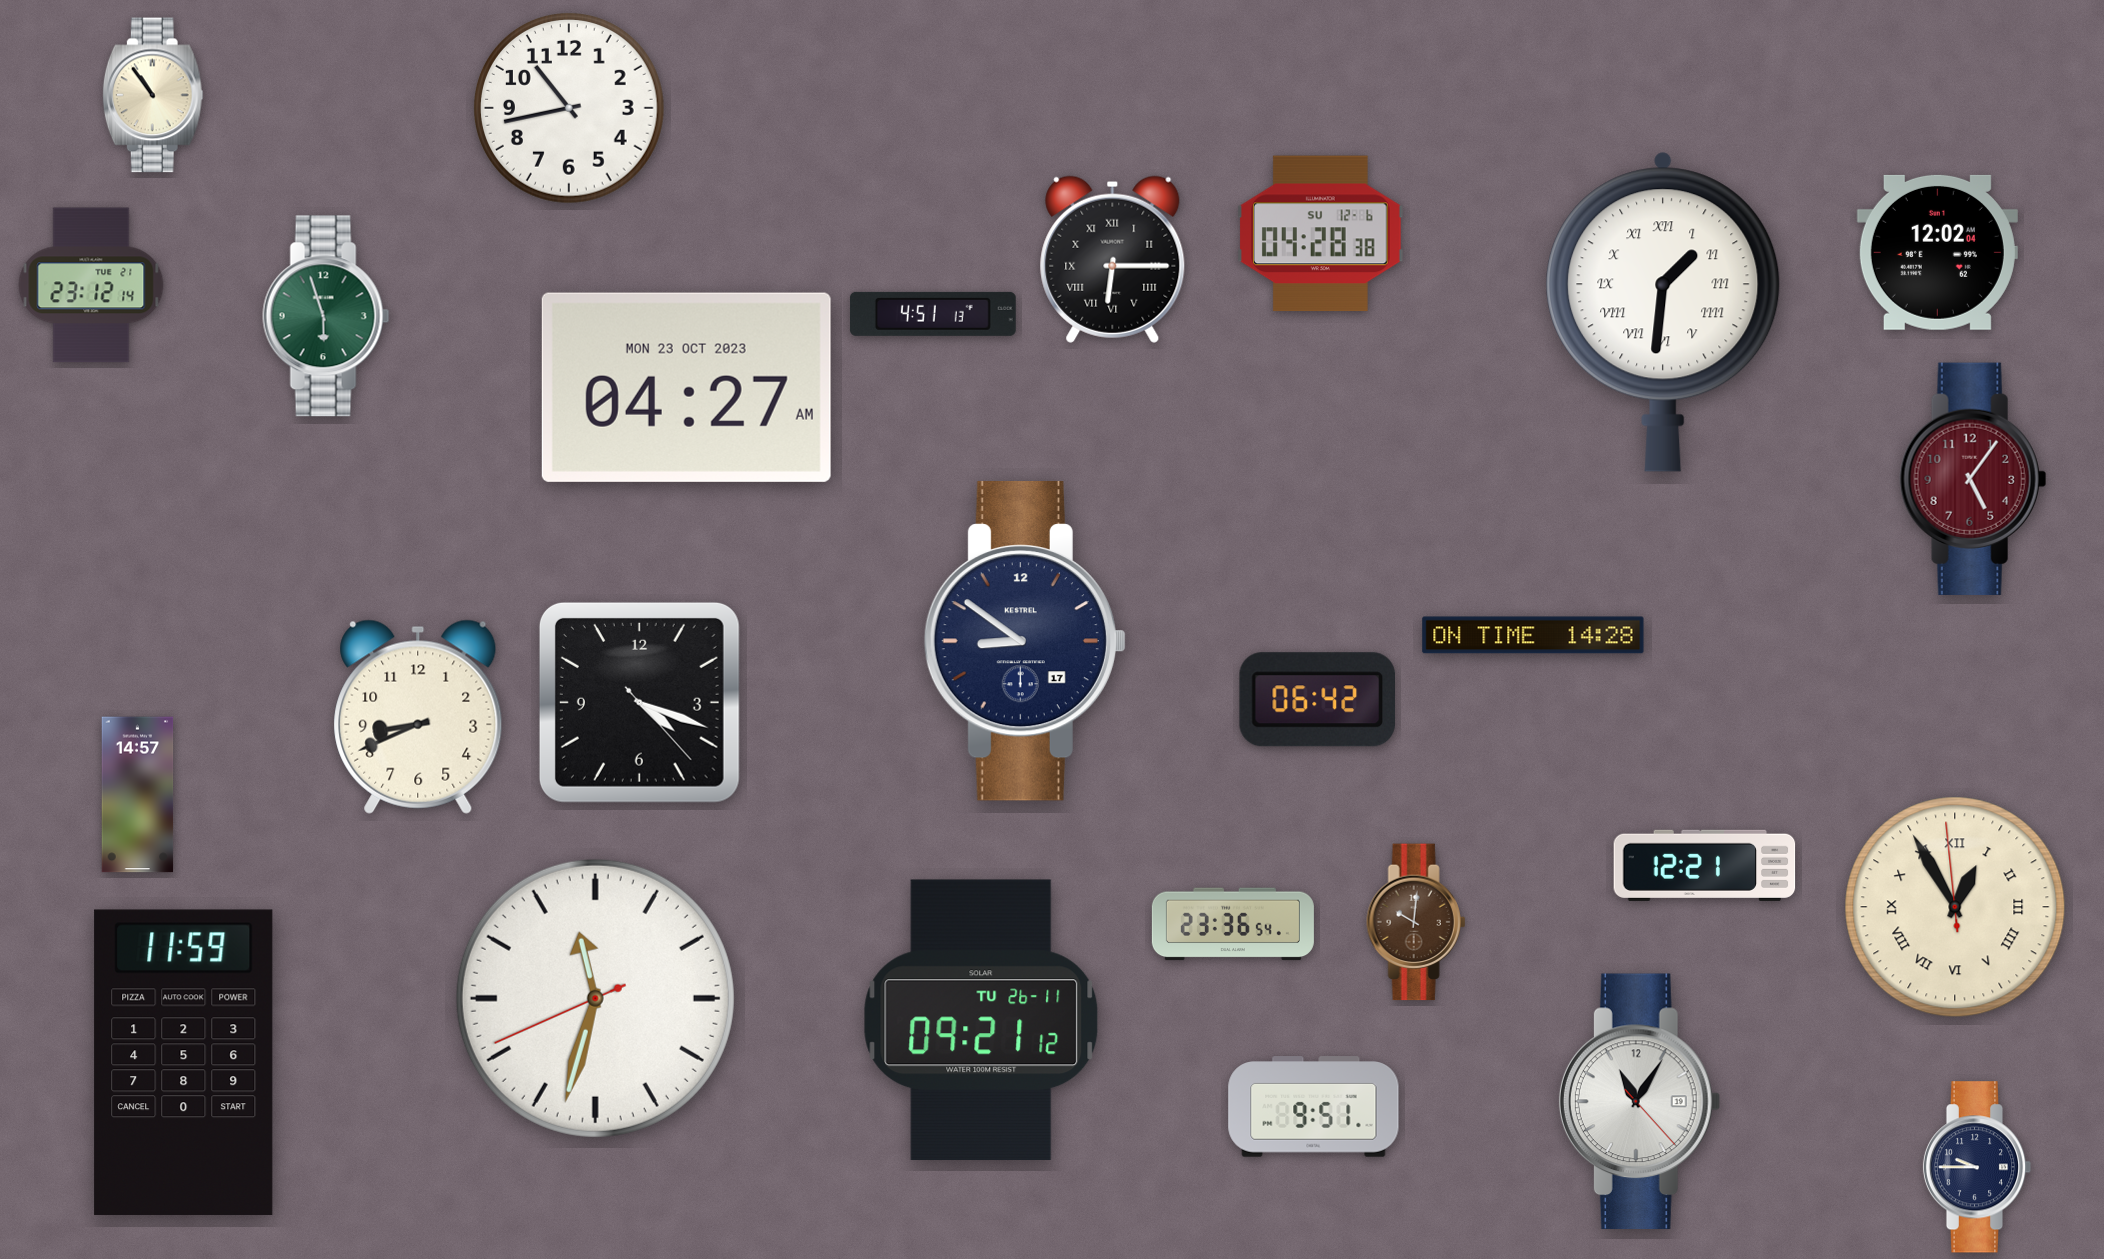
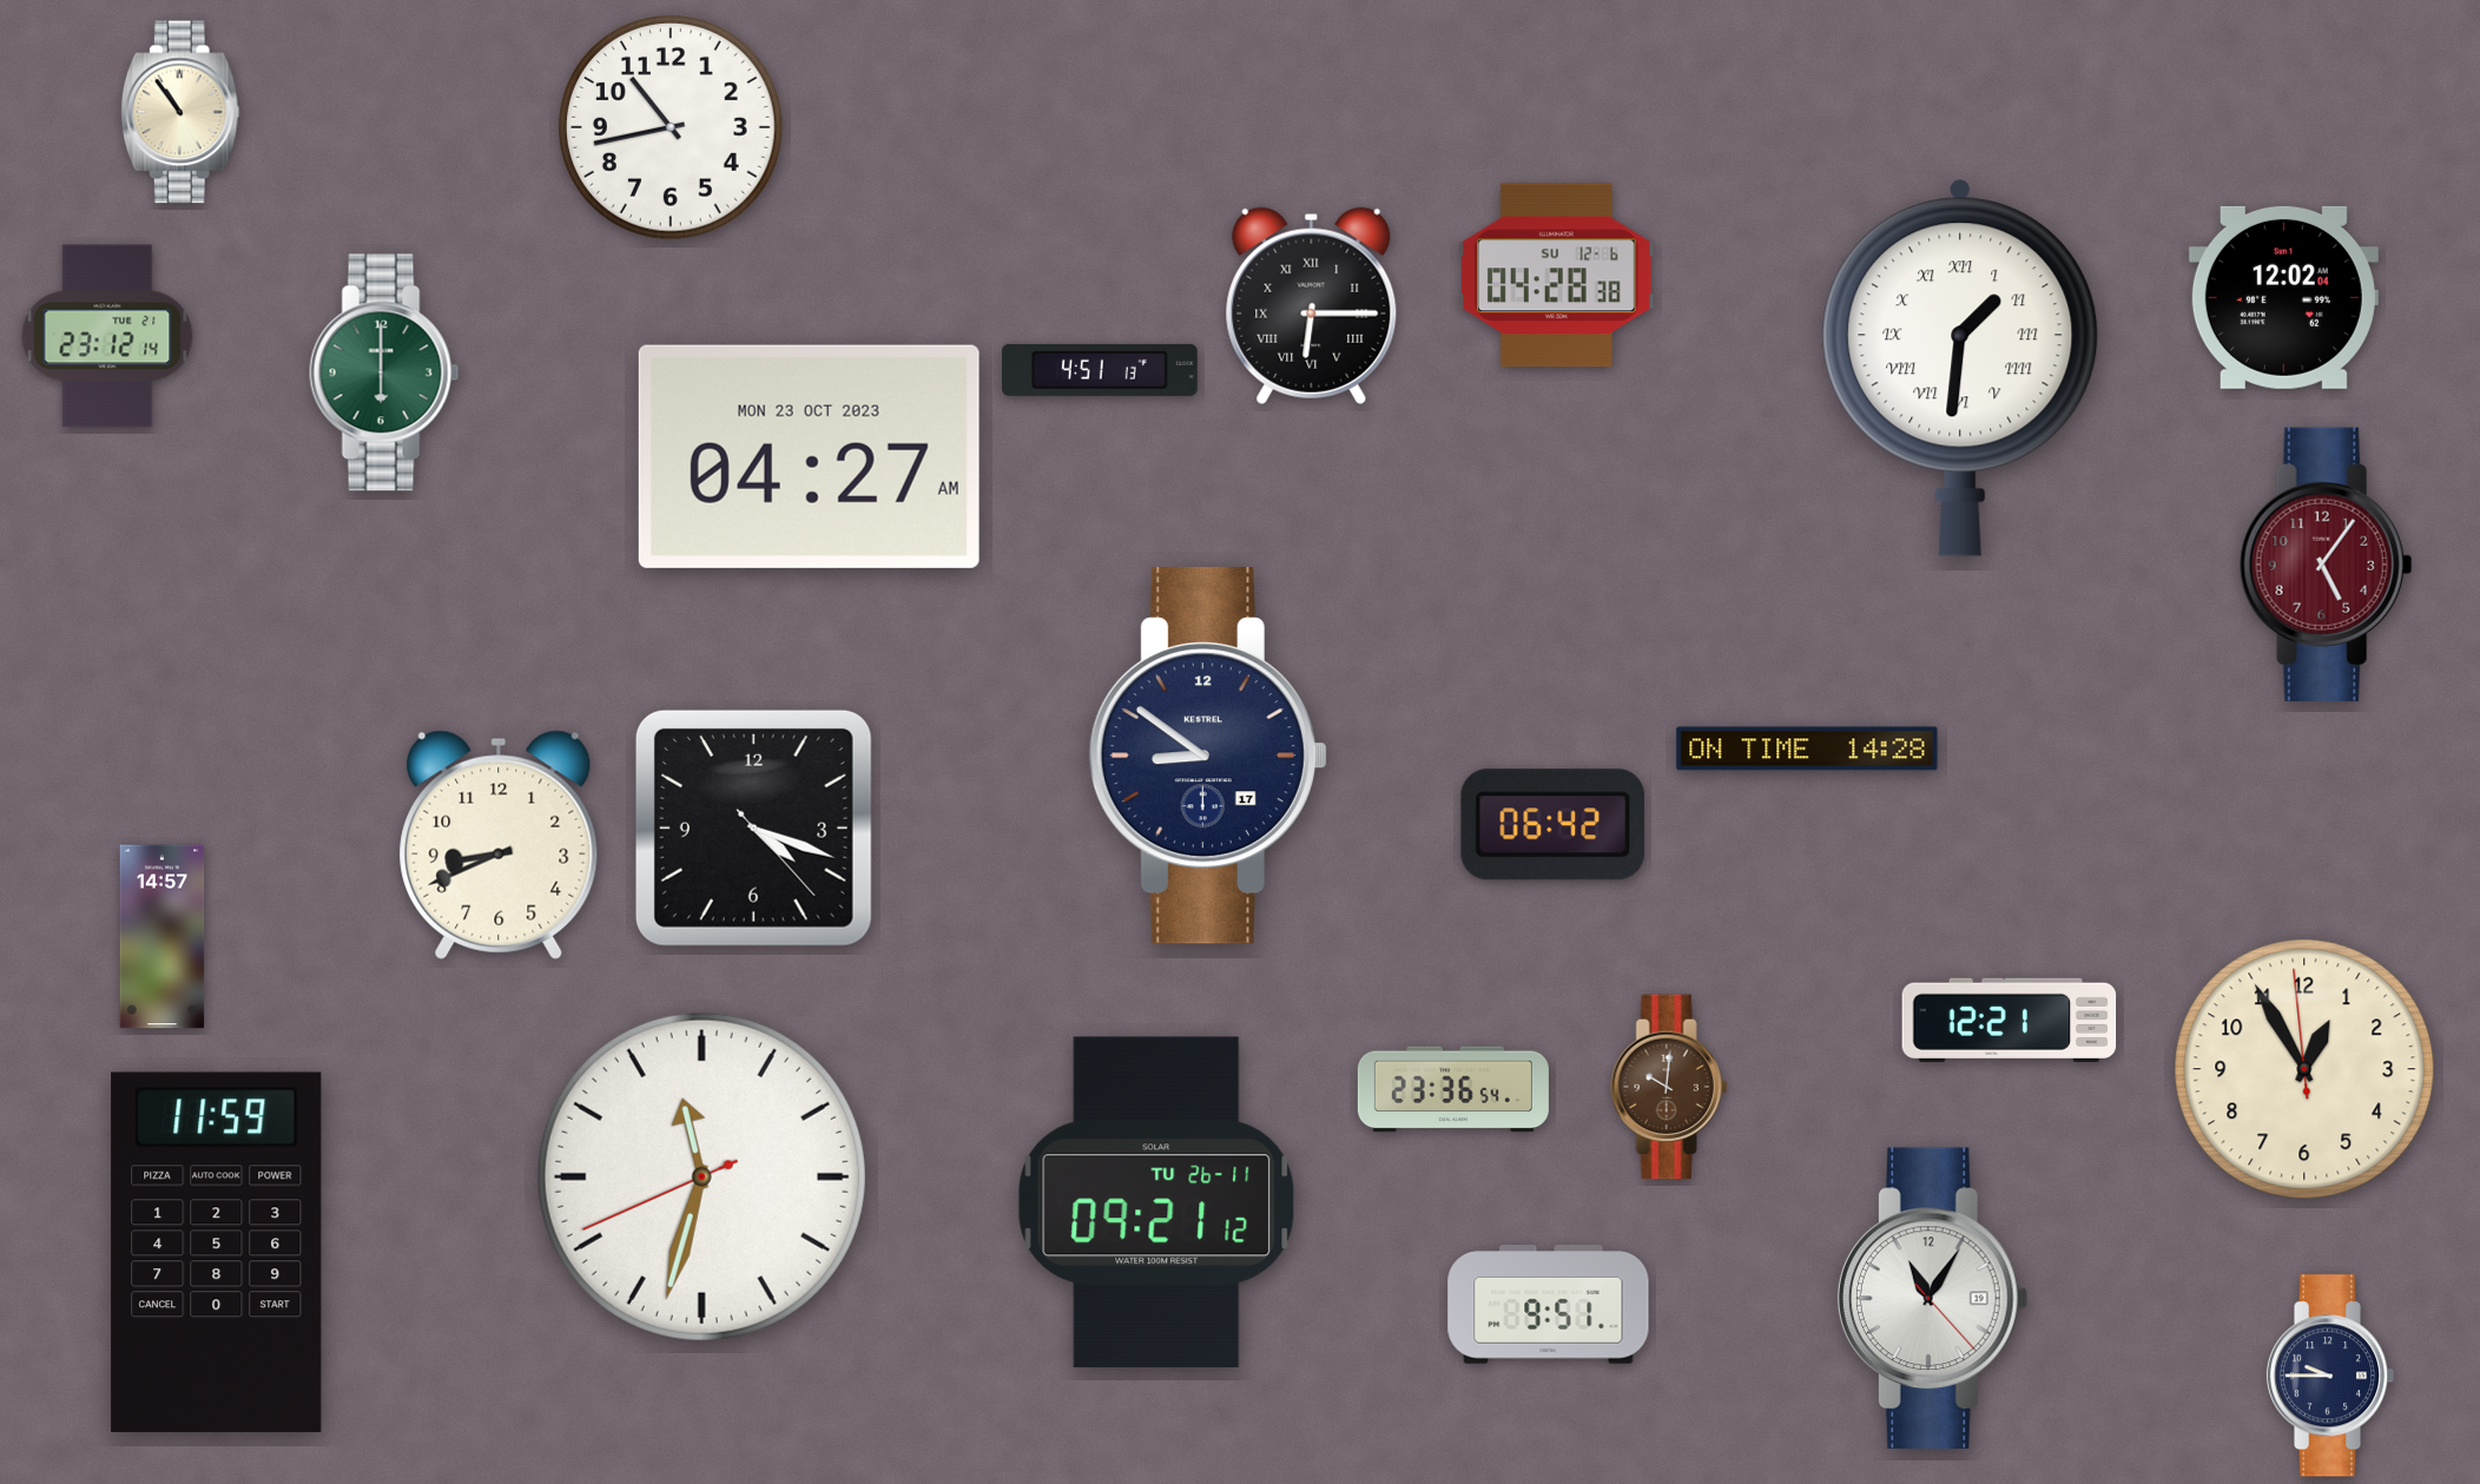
clock at (326, 316): 5:57 -> 6:00
clock at (418, 717) position: (418, 717) -> (499, 845)
clock at (1955, 907) numerals: Roman -> Arabic
